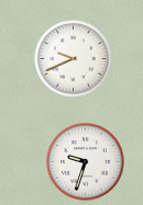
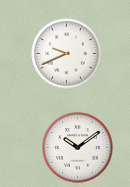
clock at (86, 162): 9:33 -> 10:09
